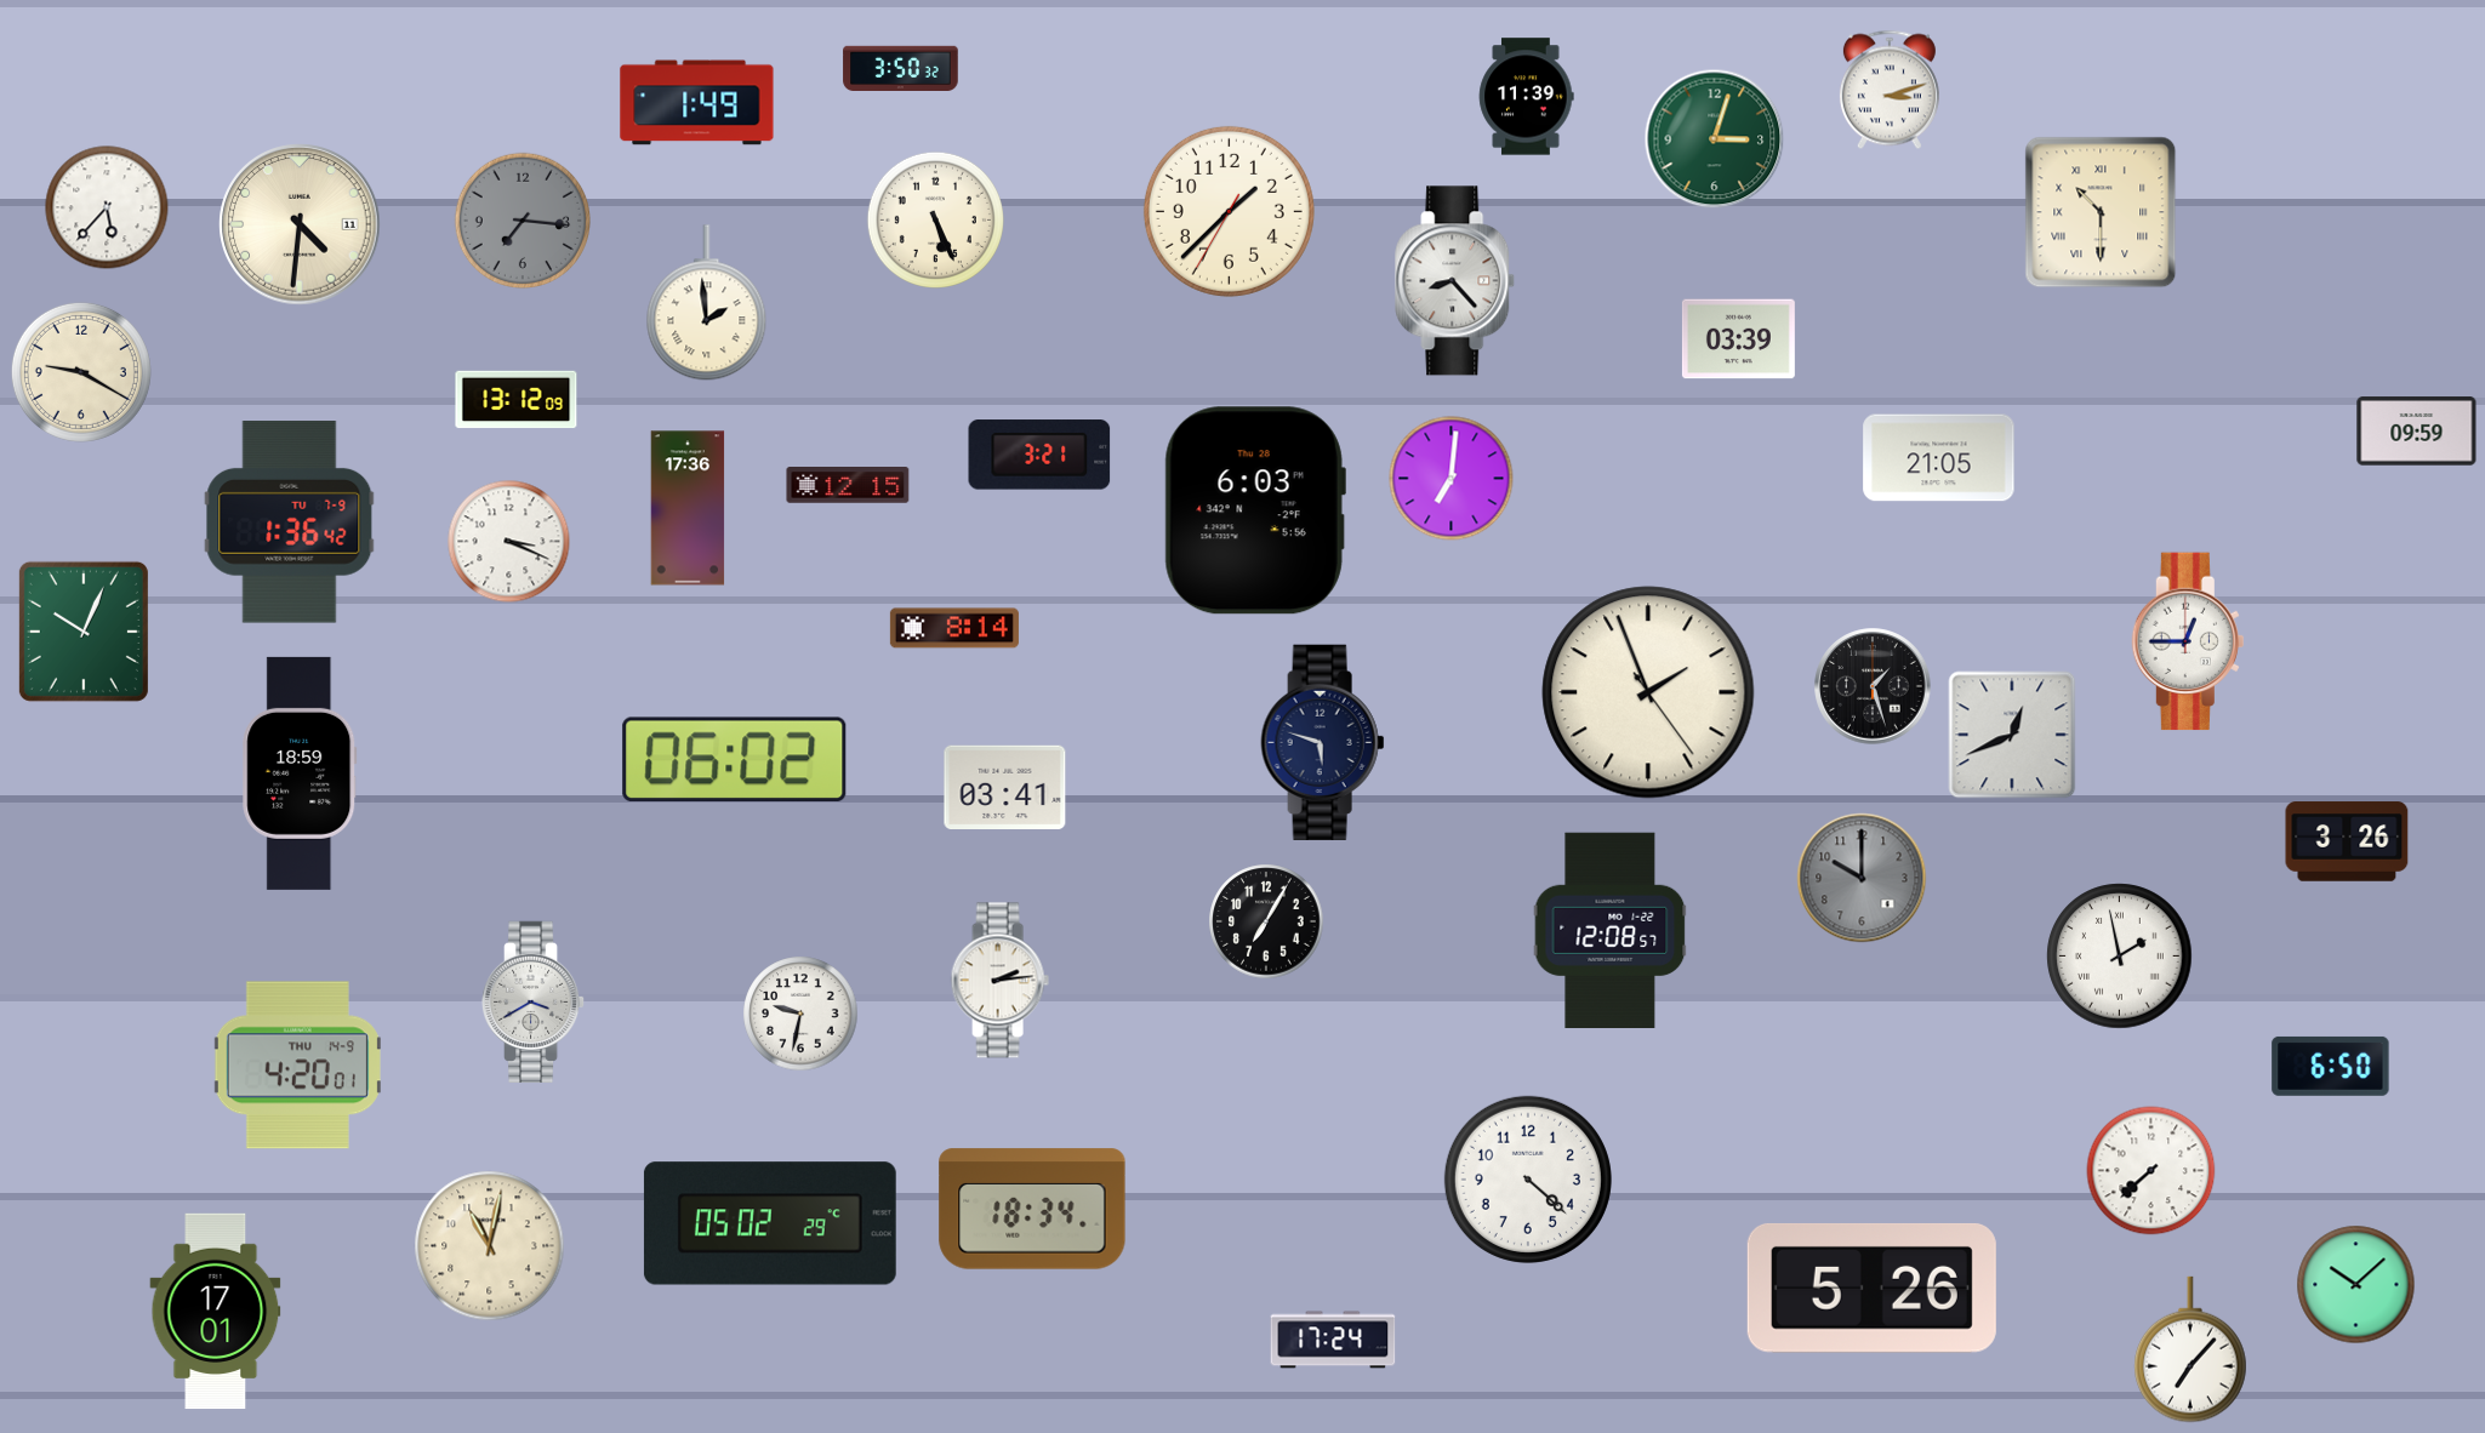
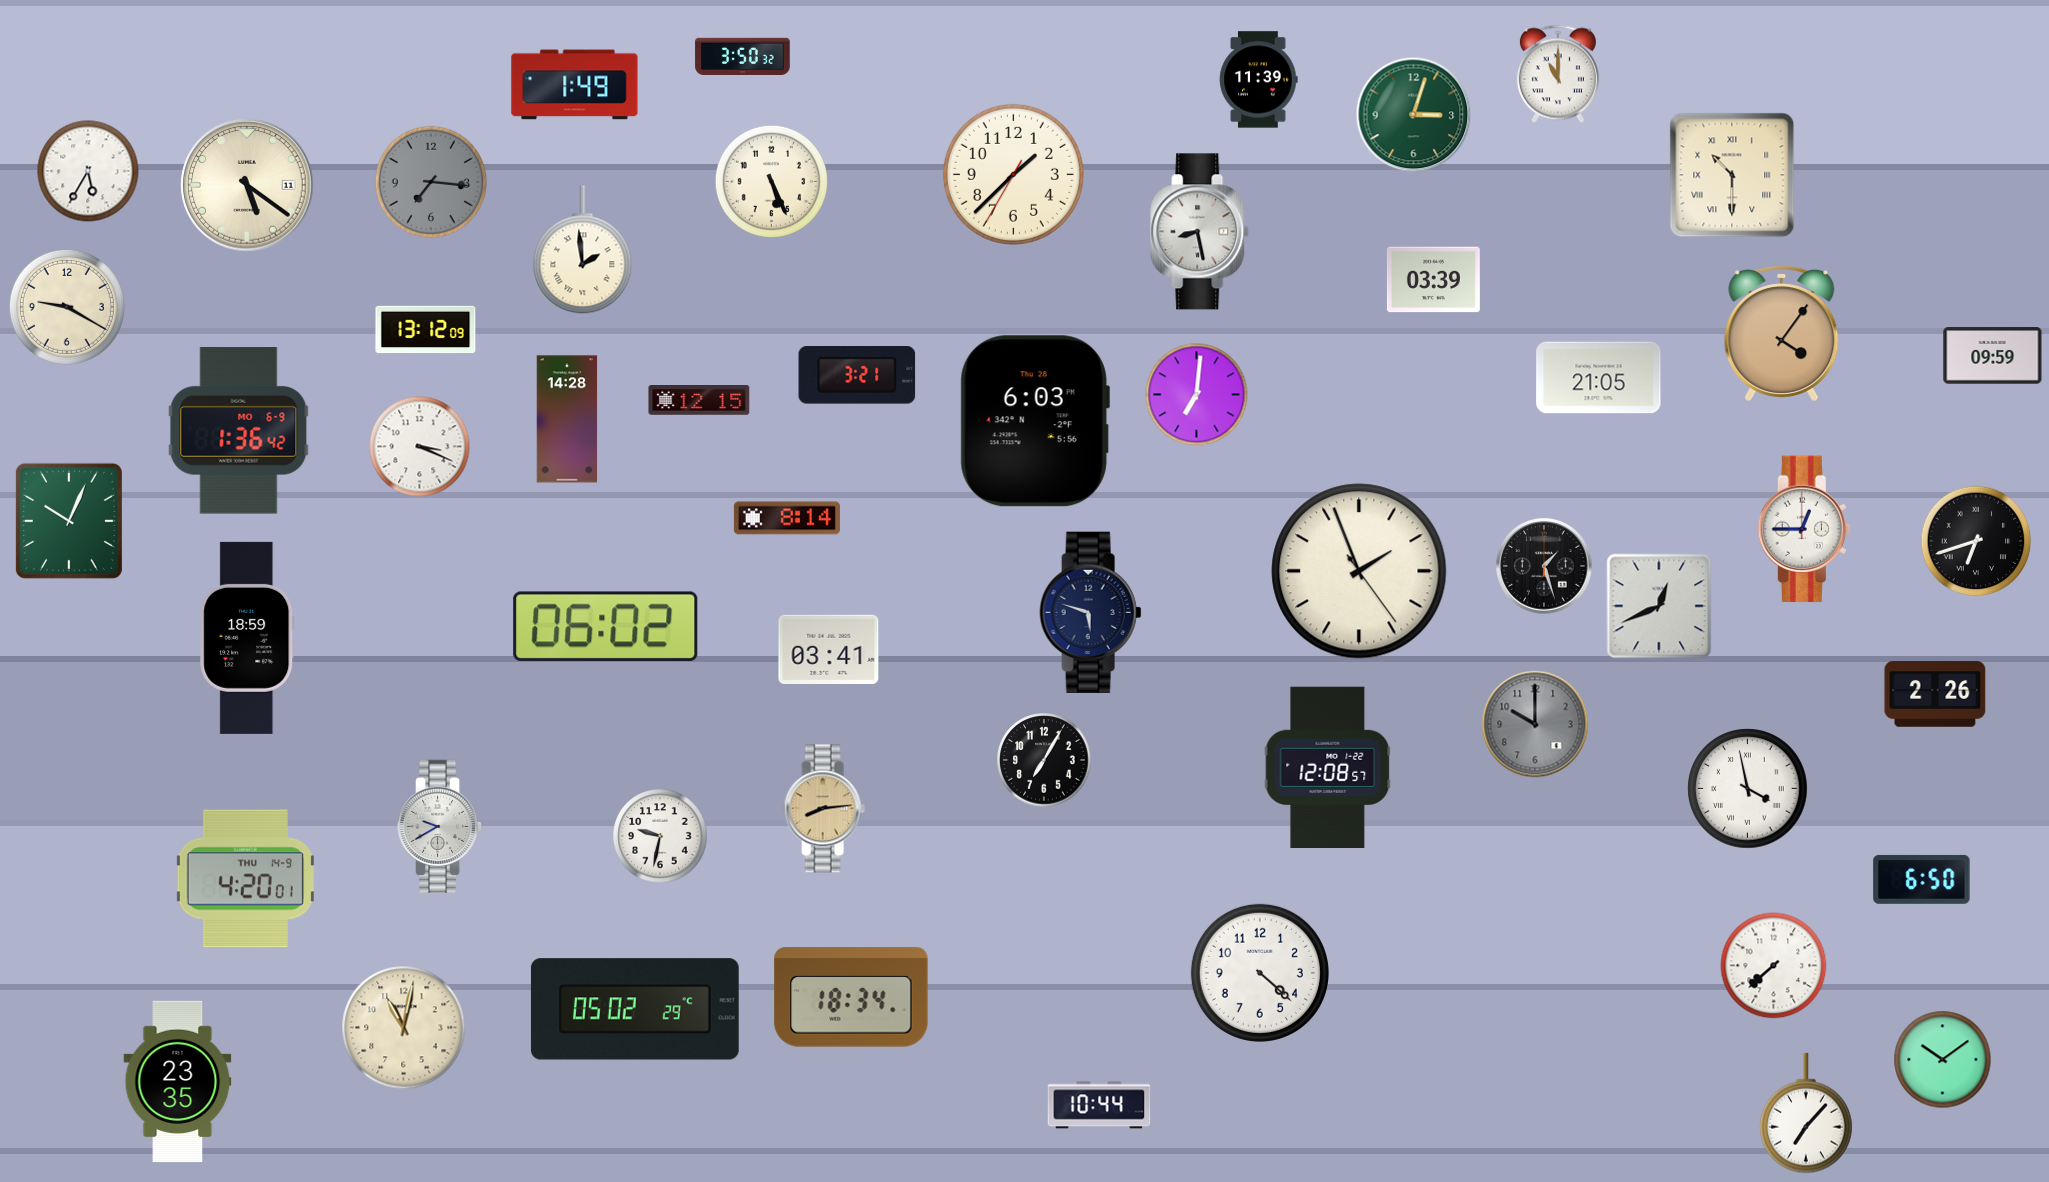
clock at (1890, 90): 3:12 -> 11:00
clock at (107, 207): 5:37 -> 5:35
clock at (300, 224): 4:31 -> 5:21
clock at (1455, 281): 8:23 -> 8:28
clock at (1782, 334): none -> 4:06
clock at (688, 508): 17:36 -> 14:28
clock at (290, 523) date: TU 7-9 -> MO 6-9
clock at (1976, 541): none -> 6:42
clock at (2347, 841): 3:26 -> 2:26
clock at (2120, 957): 1:58 -> 3:58
clock at (999, 981): 2:14 -> 8:14
clock at (999, 981) dial: white -> champagne
clock at (534, 1001): 3:40 -> 9:40
clock at (2356, 1285): 10:08 -> 10:09
clock at (1871, 1289): 5:26 -> none
clock at (216, 1312): 17:01 -> 23:35
clock at (1333, 1340): 17:24 -> 10:44
